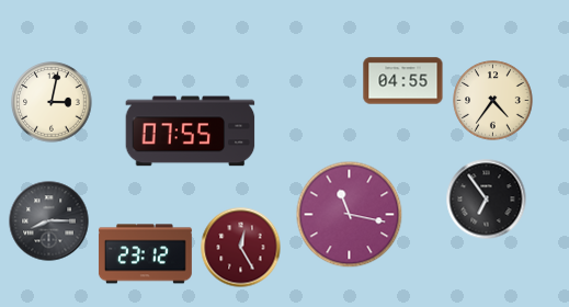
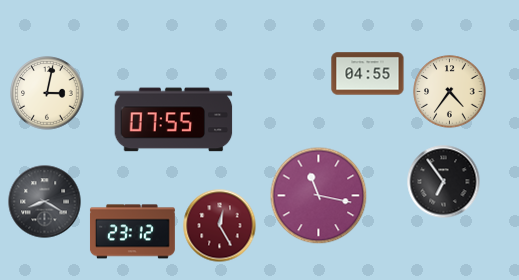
clock at (49, 221): 8:15 -> 8:20
